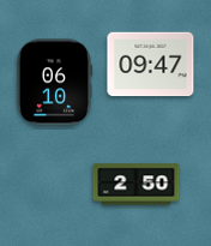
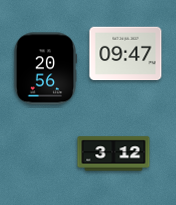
clock at (54, 83): 06:10 -> 20:56
clock at (137, 185): 2:50 -> 3:12
